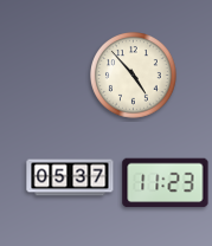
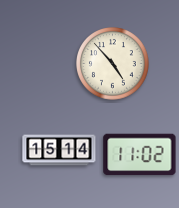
clock at (70, 177): 05:37 -> 15:14
clock at (166, 183): 11:23 -> 11:02
